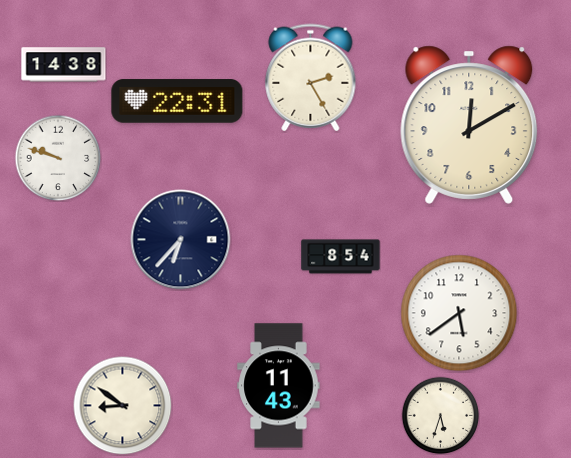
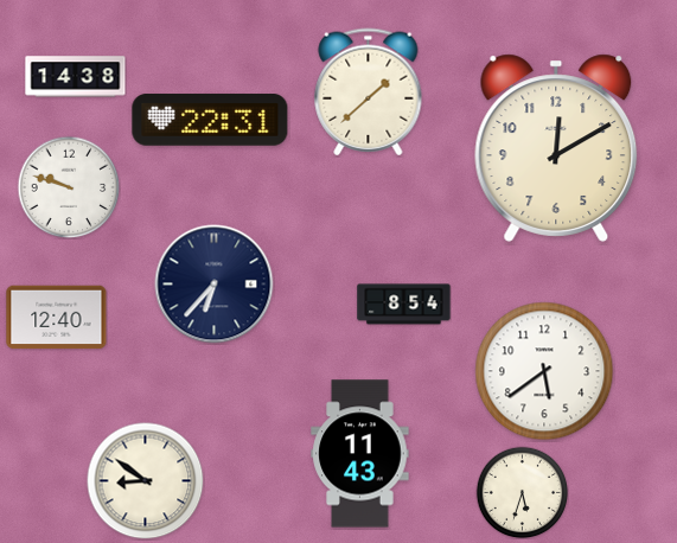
clock at (311, 78): 2:25 -> 1:38
clock at (57, 318): none -> 12:40
clock at (279, 386) position: (279, 386) -> (360, 454)
